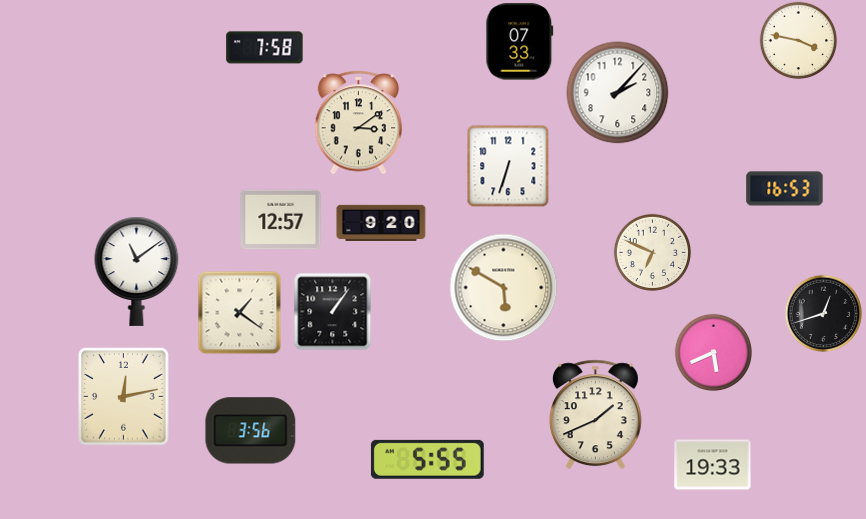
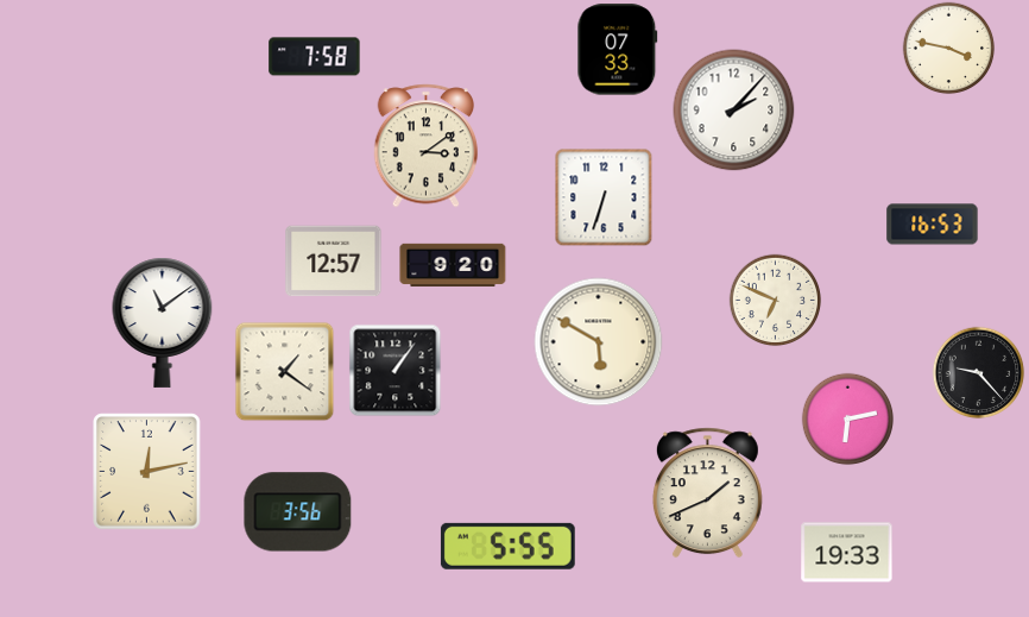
clock at (823, 313): 12:42 -> 9:23
clock at (713, 352): 5:41 -> 6:13
